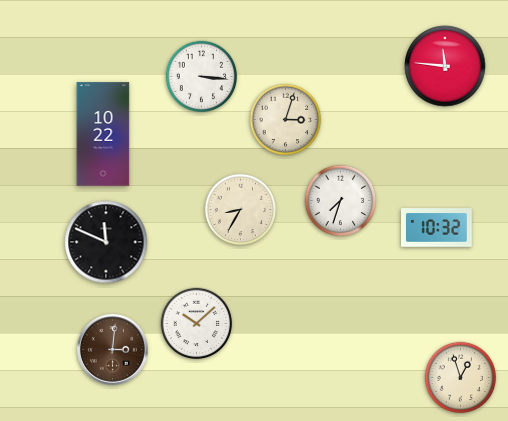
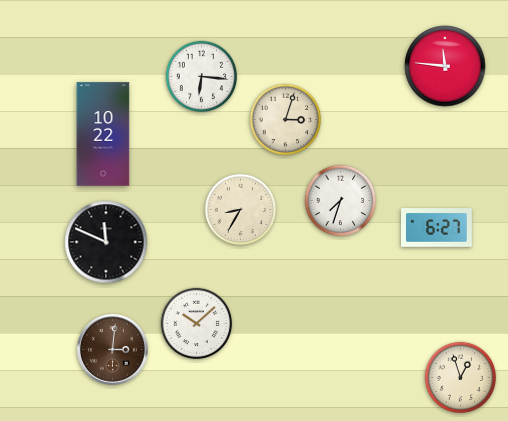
clock at (202, 77): 3:16 -> 6:16
clock at (437, 228): 10:32 -> 6:27
